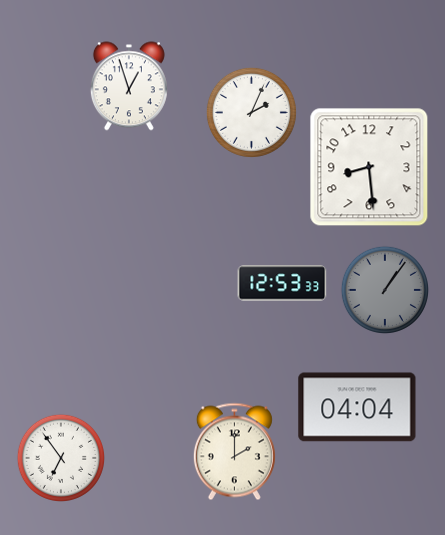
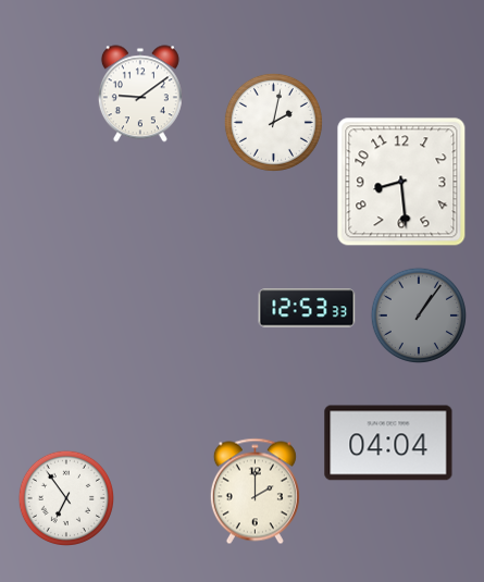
clock at (129, 86): 12:57 -> 9:09
clock at (251, 112): 2:04 -> 2:02
